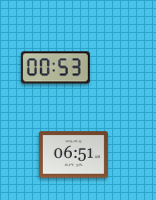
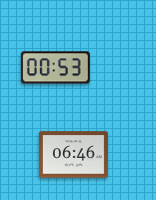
clock at (73, 155): 06:51 -> 06:46
